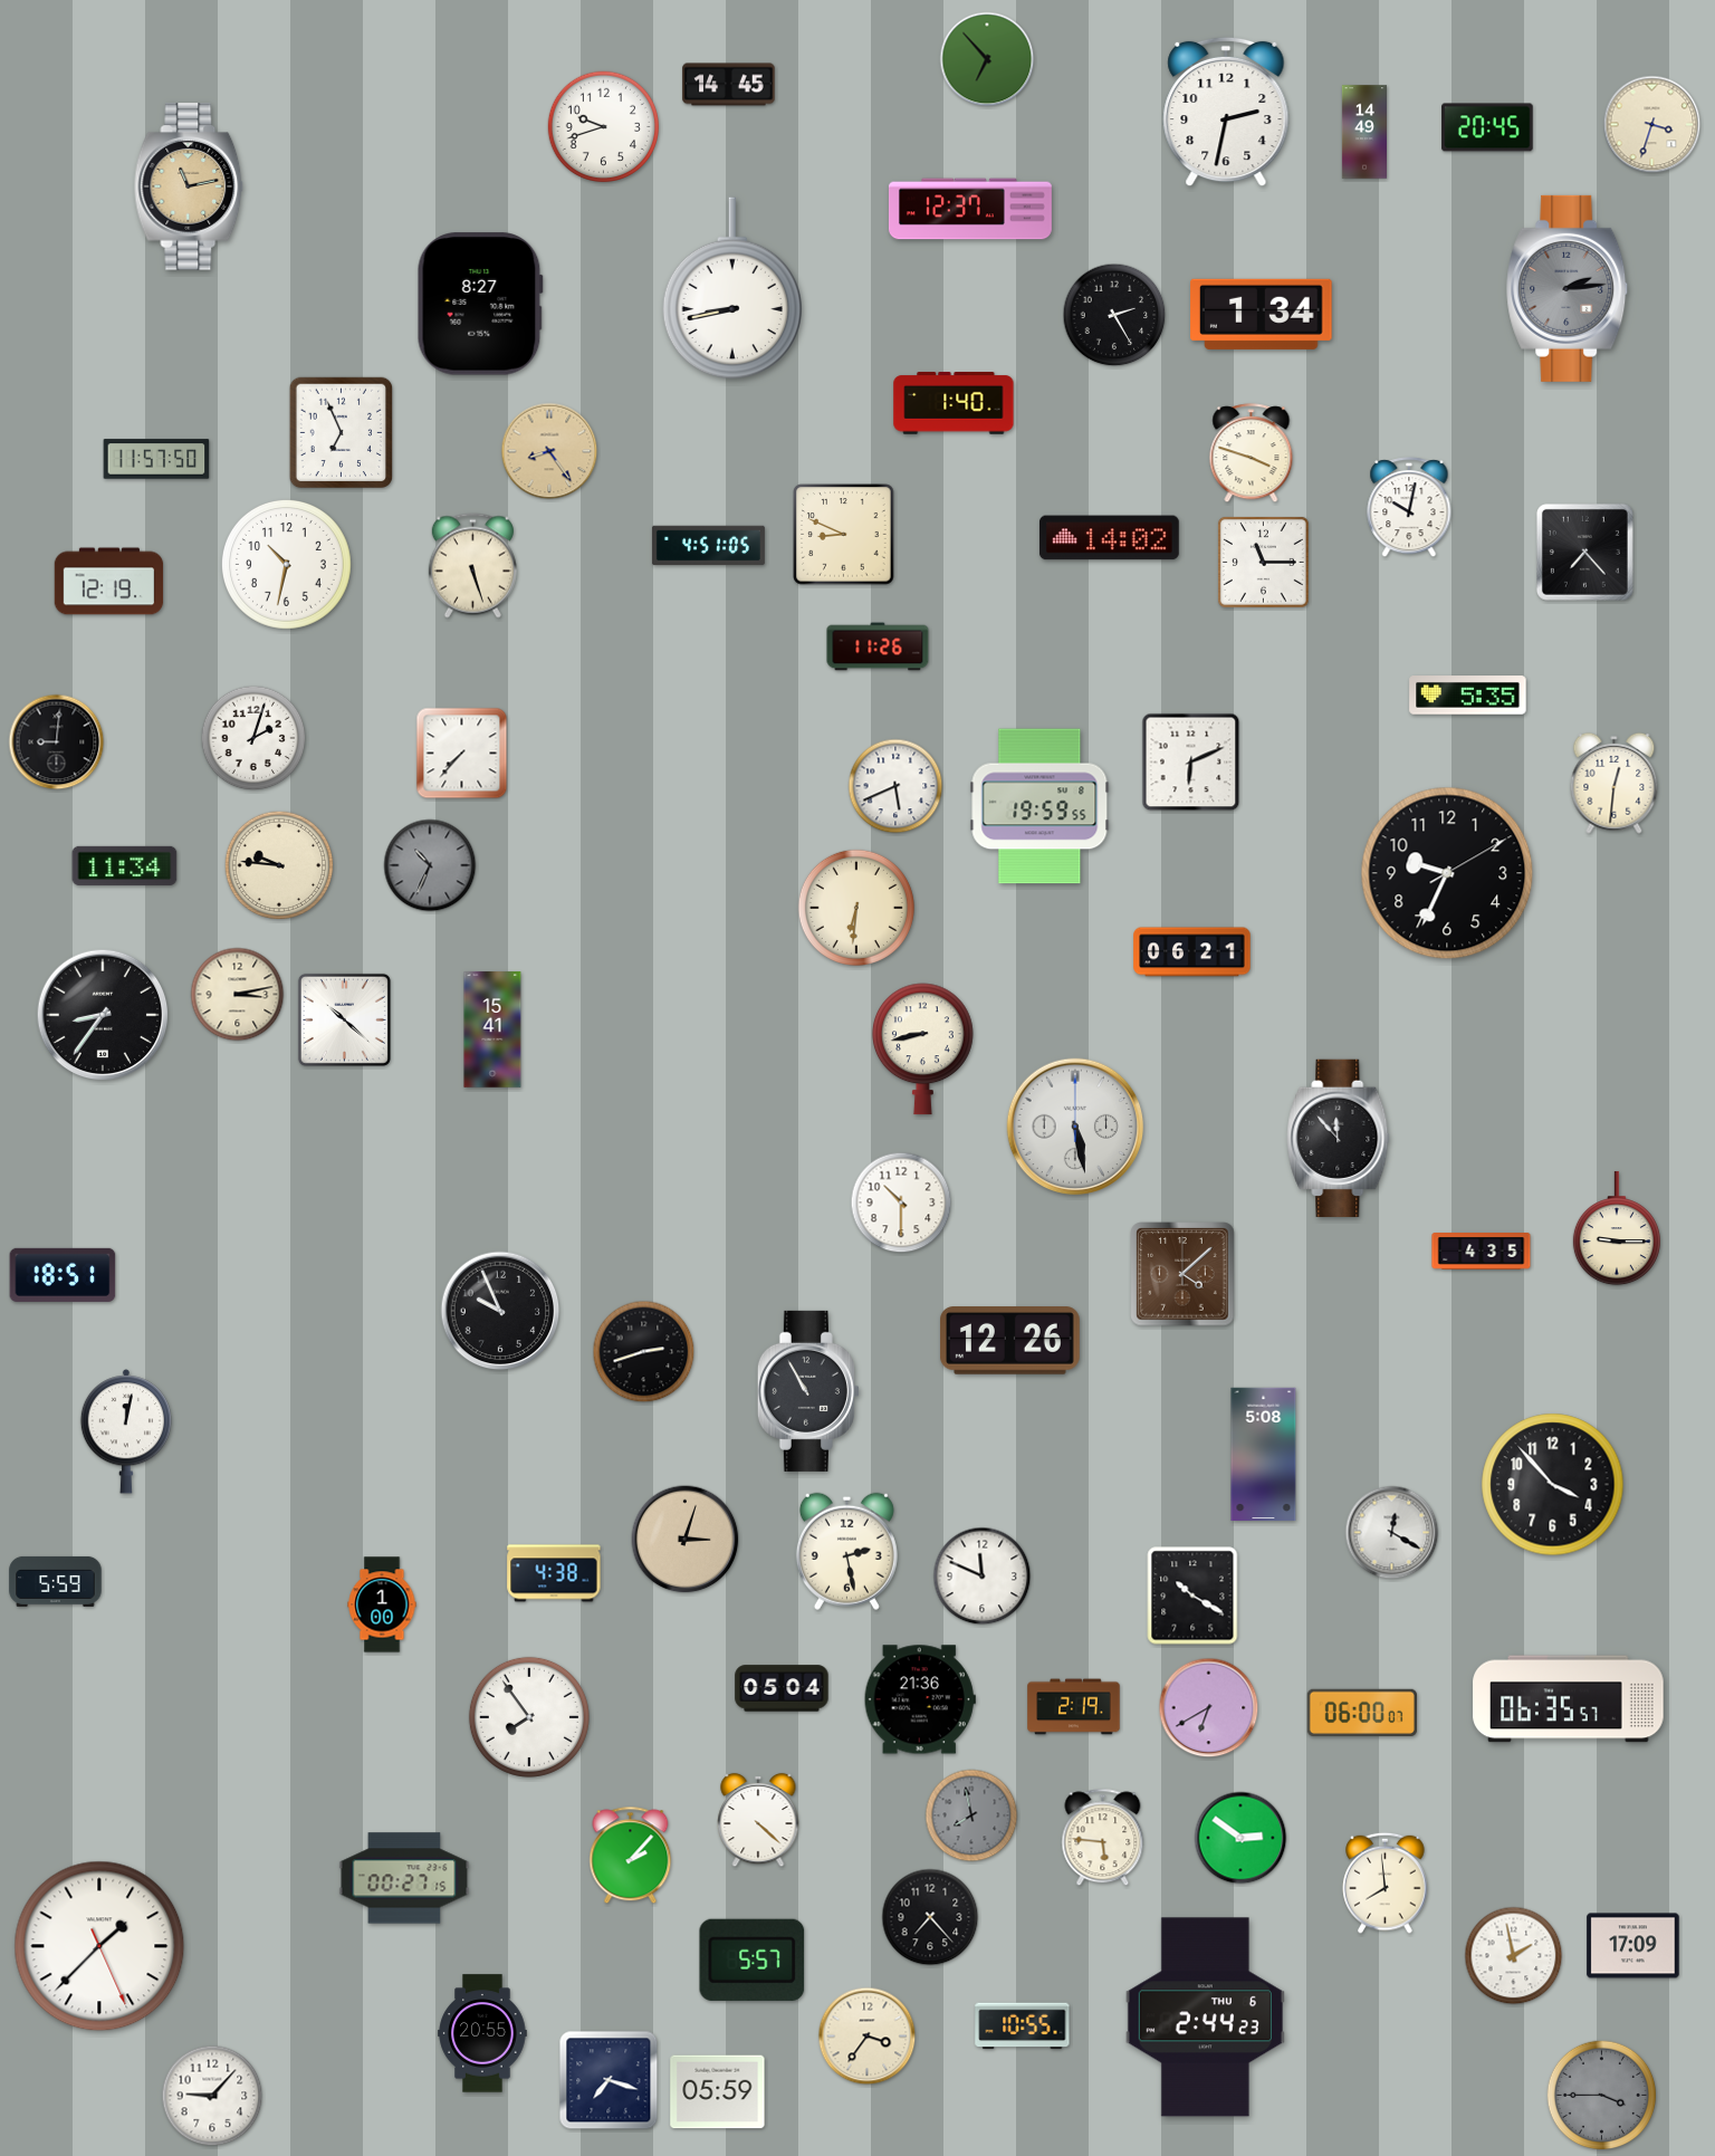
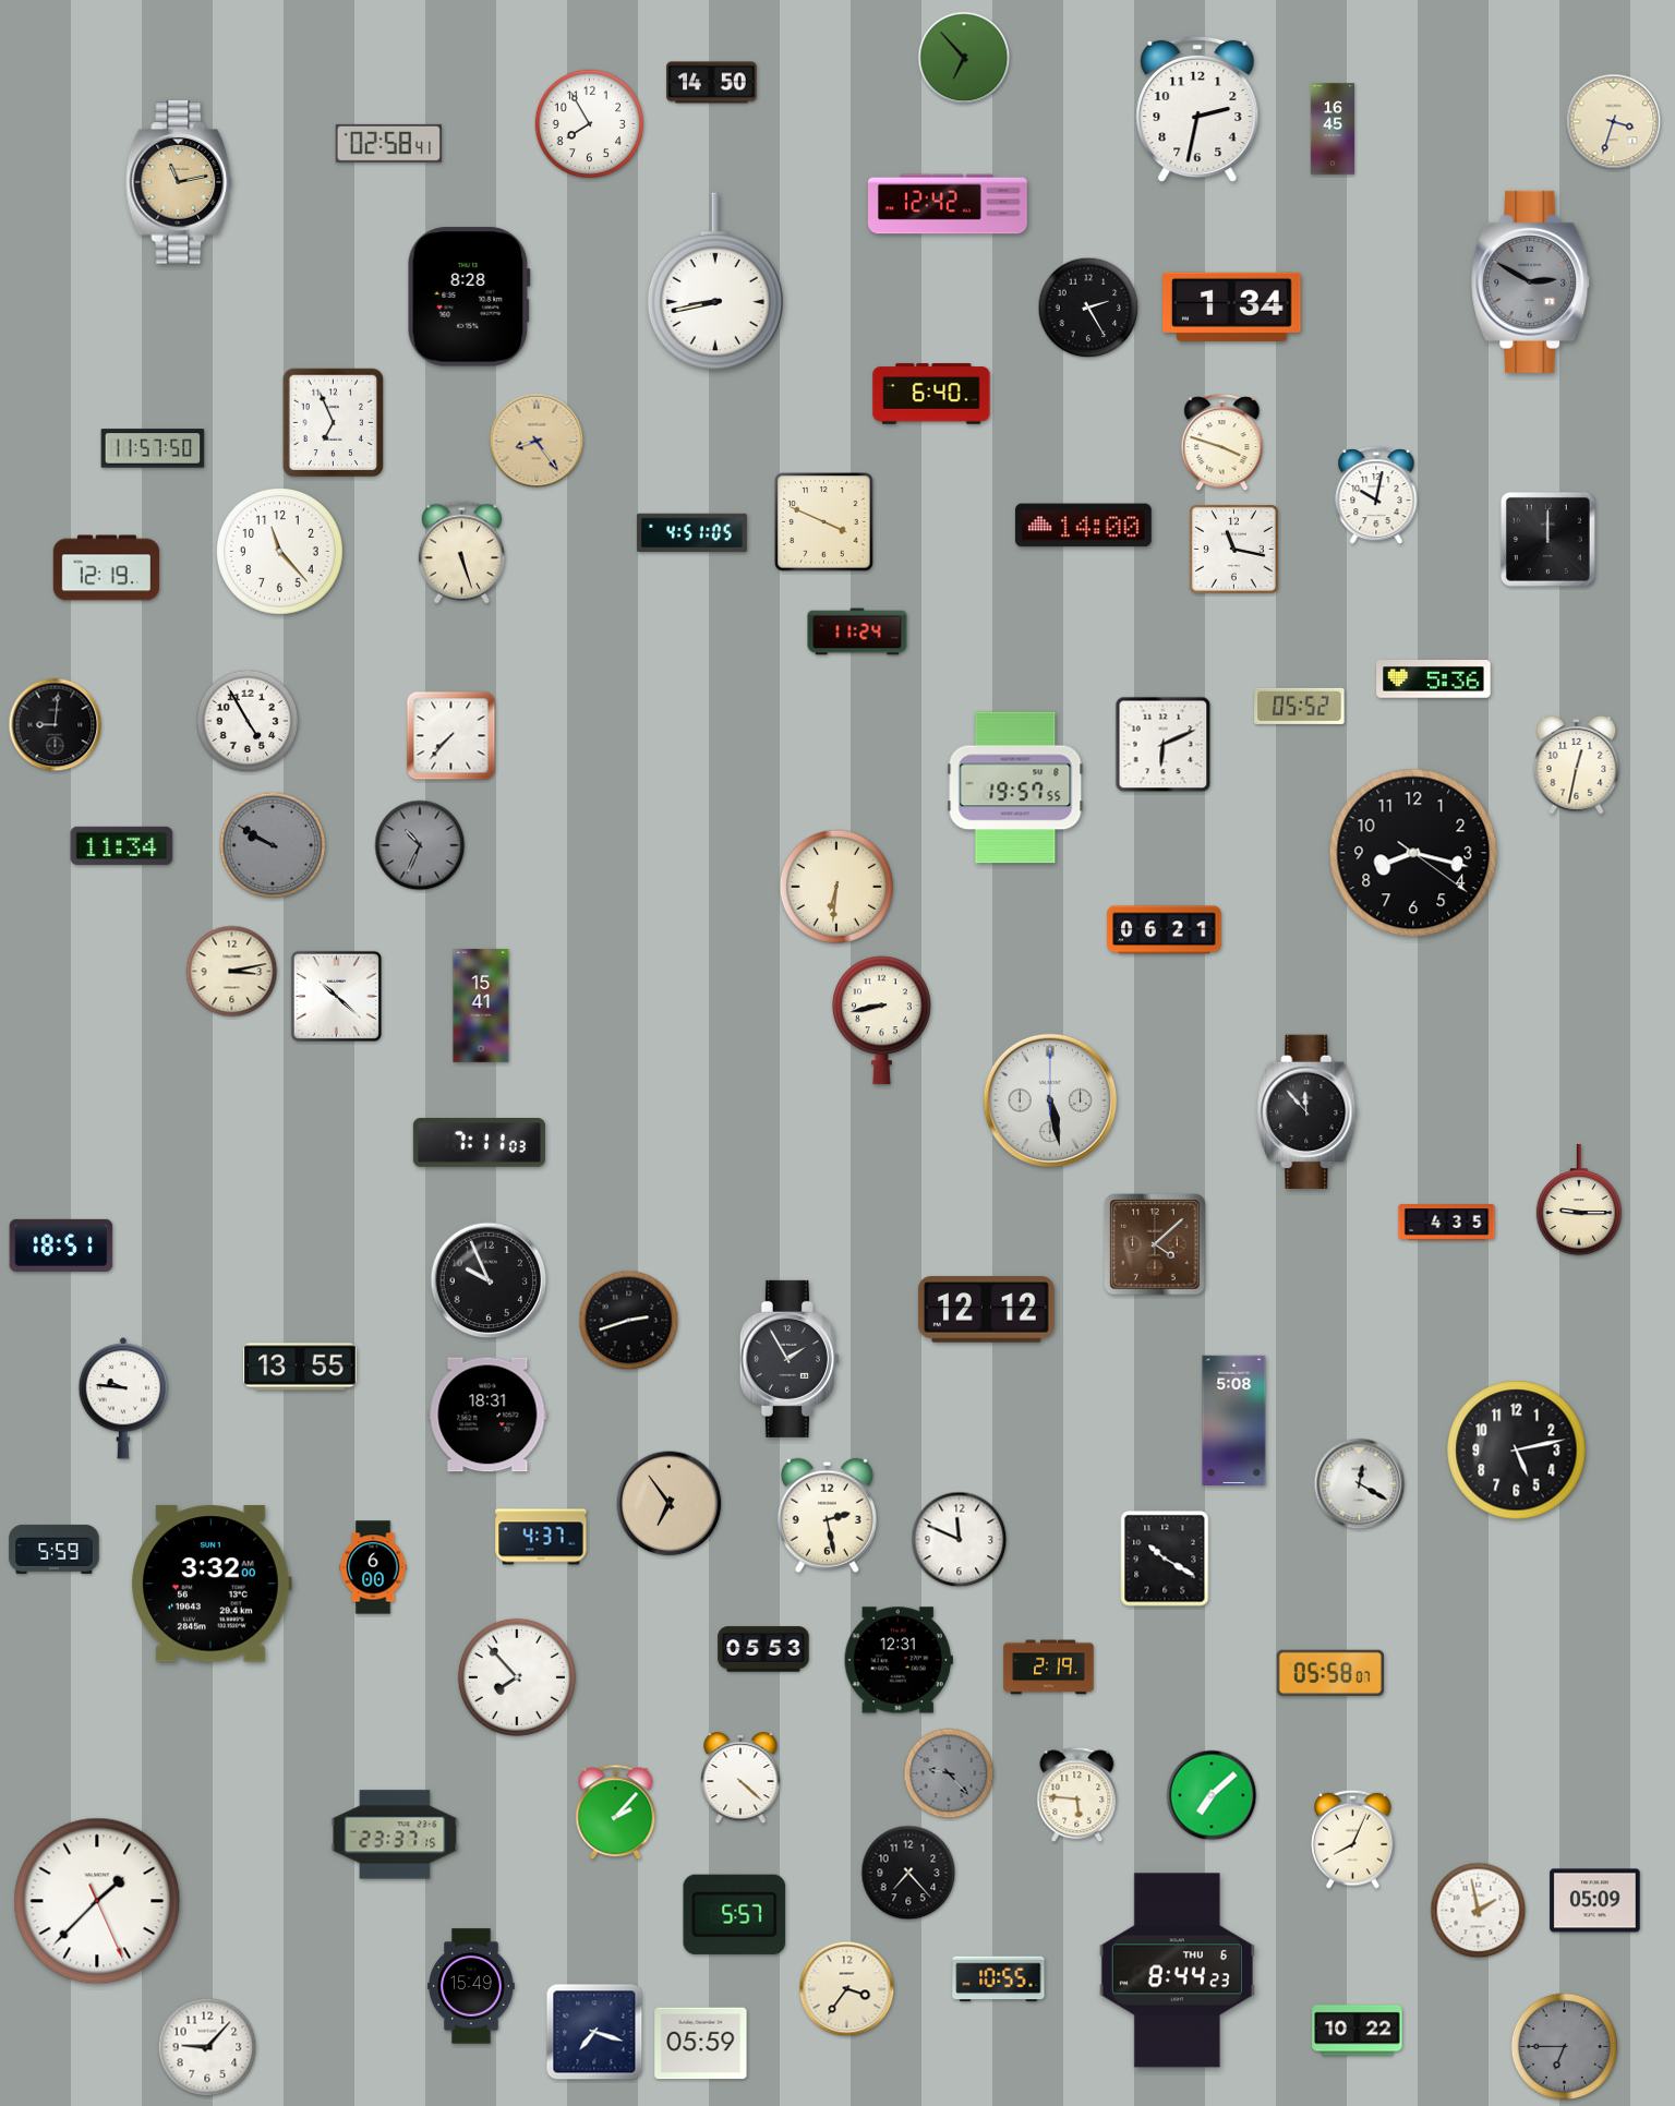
clock at (729, 85): 14:45 -> 14:50
clock at (604, 127): 9:42 -> 7:55
clock at (1487, 127): 20:45 -> none
clock at (1363, 132): 14:49 -> 16:45
clock at (388, 143): none -> 02:58
clock at (189, 186) position: (189, 186) -> (179, 182)
clock at (970, 209): 12:37 -> 12:42
clock at (1568, 288): 2:14 -> 2:50
clock at (480, 304): 8:27 -> 8:28
clock at (954, 403): 1:40 -> 6:40
clock at (844, 535): 8:49 -> 3:49
clock at (1109, 538): 14:02 -> 14:00
clock at (1584, 552): 7:23 -> 12:00
clock at (1263, 562): 11:15 -> 11:17
clock at (286, 564): 10:32 -> 11:23
clock at (878, 646): 11:26 -> 11:24
clock at (1468, 696): 5:35 -> 5:36
clock at (1300, 706): none -> 05:52
clock at (253, 738): 2:03 -> 4:55
clock at (1615, 783): 12:31 -> 12:32
clock at (895, 786): 5:41 -> none
clock at (1039, 806): 19:59 -> 19:57
clock at (279, 865): 9:46 -> 9:50
clock at (279, 865) dial: cream -> grey
clock at (1447, 873): 9:34 -> 8:17
clock at (103, 1015): 8:36 -> none
clock at (922, 1050) position: (922, 1050) -> (881, 1021)
clock at (479, 1143): none -> 7:11
clock at (901, 1202): 10:30 -> none
clock at (1010, 1341): 12:26 -> 12:12
clock at (808, 1391): 10:55 -> 1:55
clock at (300, 1367): none -> 13:55
clock at (125, 1431): 12:02 -> 9:46
clock at (487, 1415): none -> 18:31
clock at (1553, 1485): 3:53 -> 5:13
clock at (1392, 1533) position: (1392, 1533) -> (1360, 1484)
clock at (686, 1540): 3:03 -> 6:54
clock at (554, 1573): 4:38 -> 4:37
clock at (56, 1581) position: (56, 1581) -> (55, 1549)
clock at (382, 1604): 1:00 -> 6:00
clock at (212, 1584): none -> 3:32
clock at (782, 1688): 05:04 -> 05:53
clock at (920, 1699): 21:36 -> 12:31
clock at (1569, 1699): 06:35 -> none
clock at (1209, 1708): 6:40 -> none
clock at (1362, 1712): 06:00 -> 05:58
clock at (529, 1717): 7:54 -> 7:53
clock at (971, 1815): 7:58 -> 9:23
clock at (1240, 1838): 2:51 -> 7:08
clock at (404, 1878): 00:27 -> 23:37
clock at (1386, 1882): 7:59 -> 8:04
clock at (1633, 1946): 17:09 -> 05:09
clock at (1205, 2018): 2:44 -> 8:44
clock at (482, 2033): 20:55 -> 15:49
clock at (1358, 2031): none -> 10:22
clock at (1602, 2096): 3:45 -> 6:45
